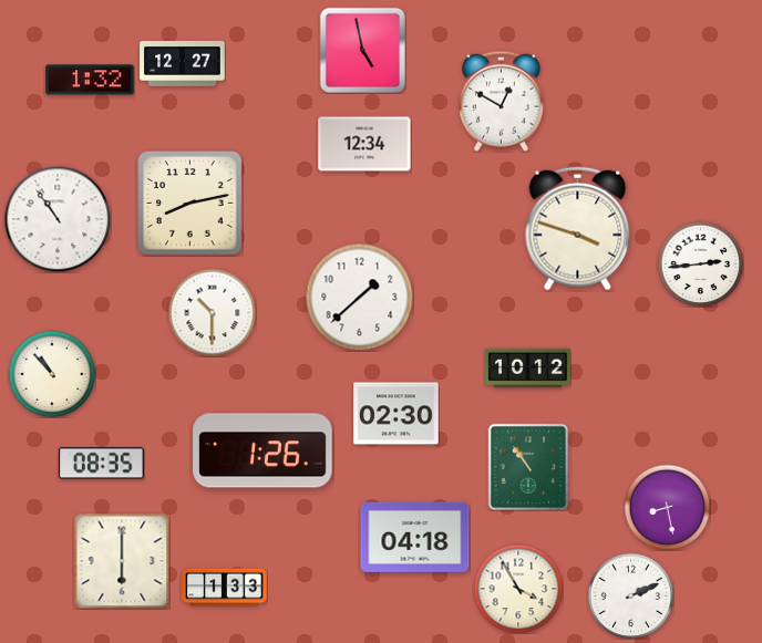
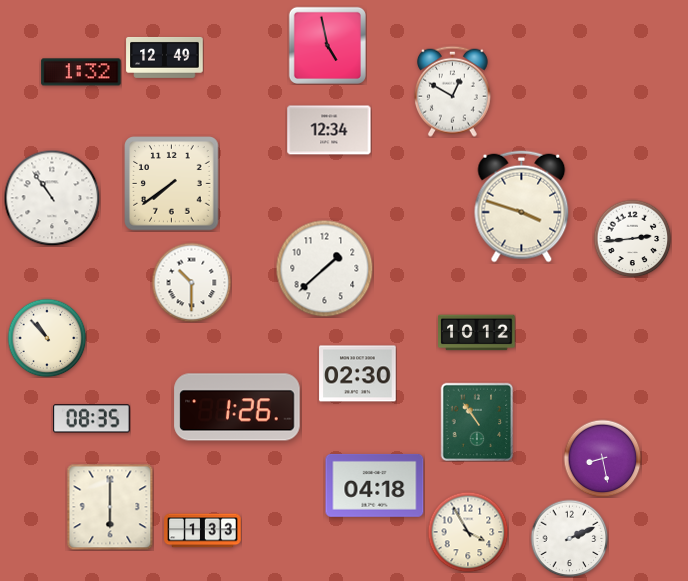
clock at (183, 63): 12:27 -> 12:49
clock at (190, 204): 8:13 -> 7:39
